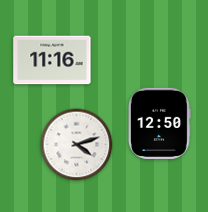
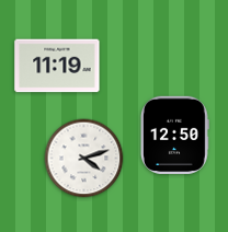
clock at (52, 60): 11:16 -> 11:19
